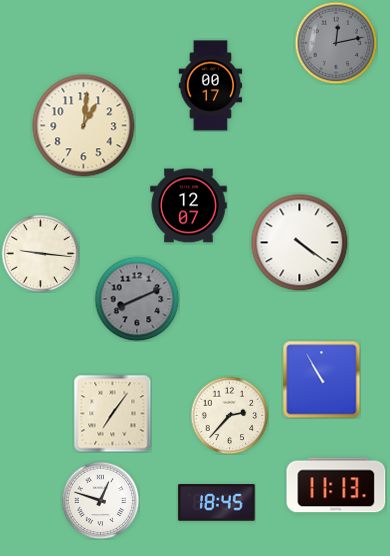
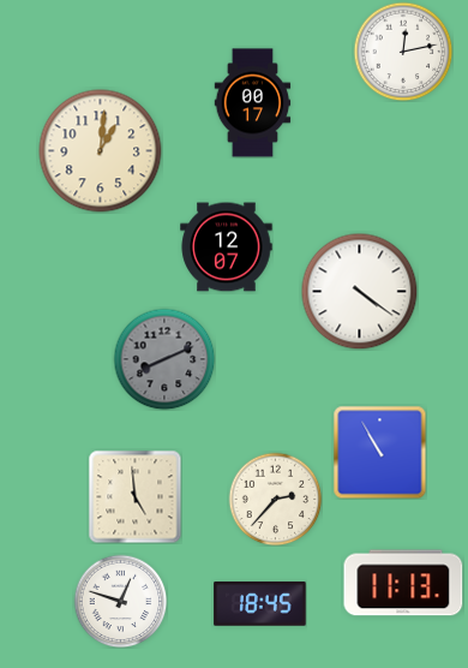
clock at (336, 43) dial: grey -> white
clock at (40, 253): 9:16 -> none
clock at (321, 379) position: (321, 379) -> (379, 452)
clock at (112, 413): 7:06 -> 4:59
